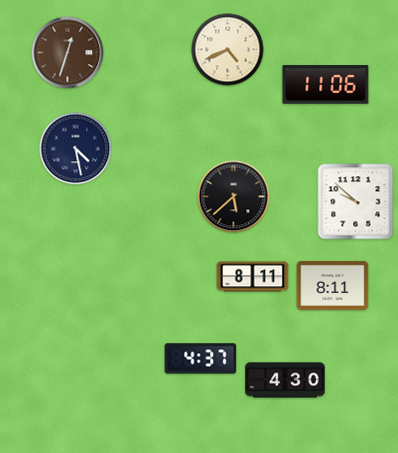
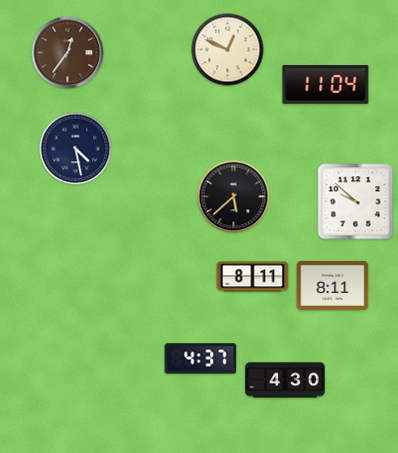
clock at (228, 50): 4:41 -> 12:49
clock at (68, 53): 12:33 -> 12:36
clock at (326, 85): 11:06 -> 11:04
